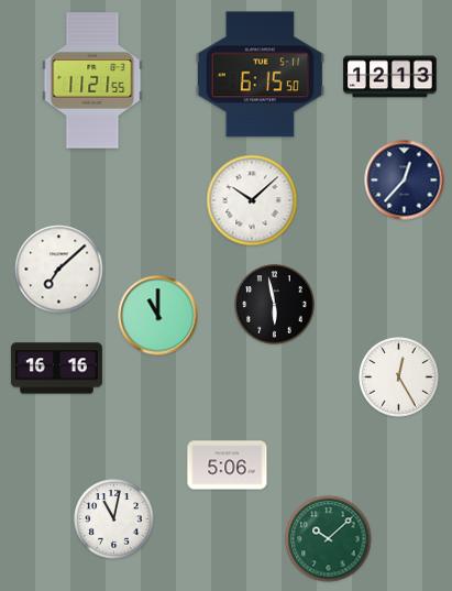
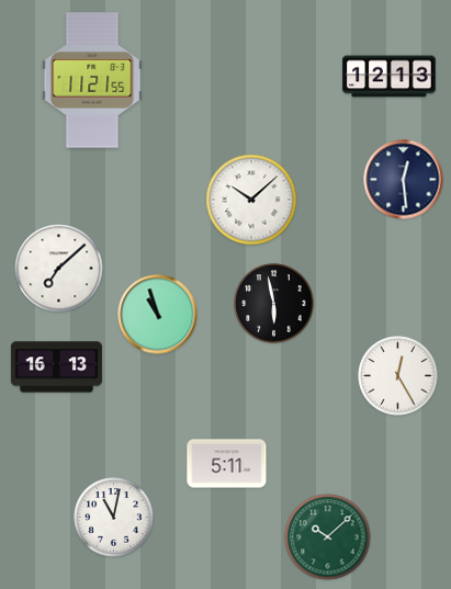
clock at (260, 75): 6:15 -> none
clock at (405, 180): 12:37 -> 12:29
clock at (158, 316): 11:00 -> 10:57
clock at (56, 369): 16:16 -> 16:13
clock at (228, 466): 5:06 -> 5:11
